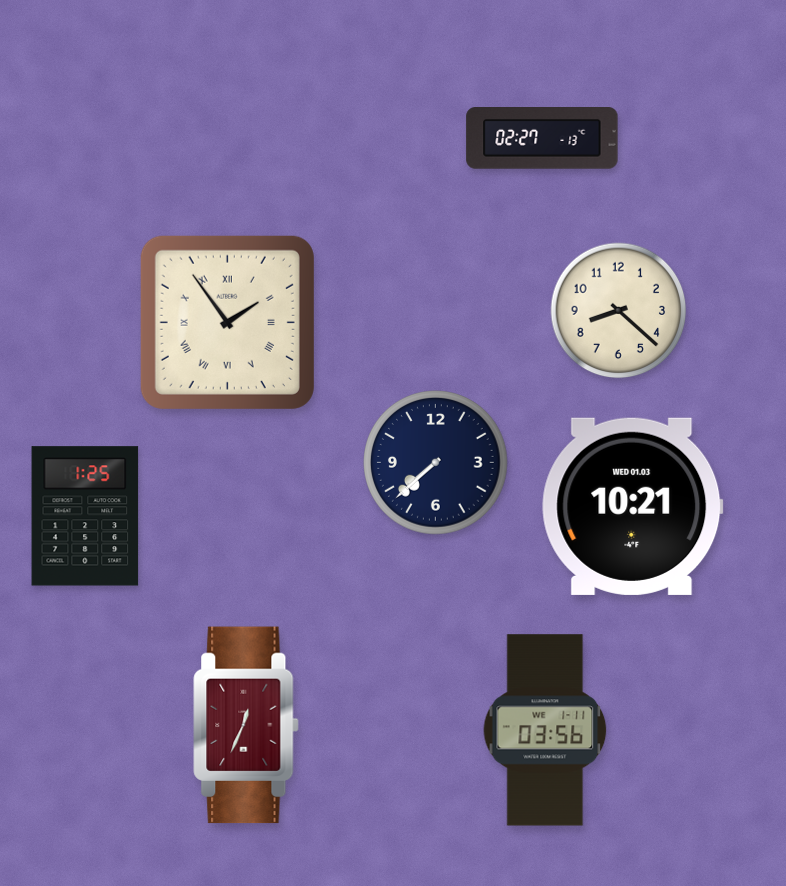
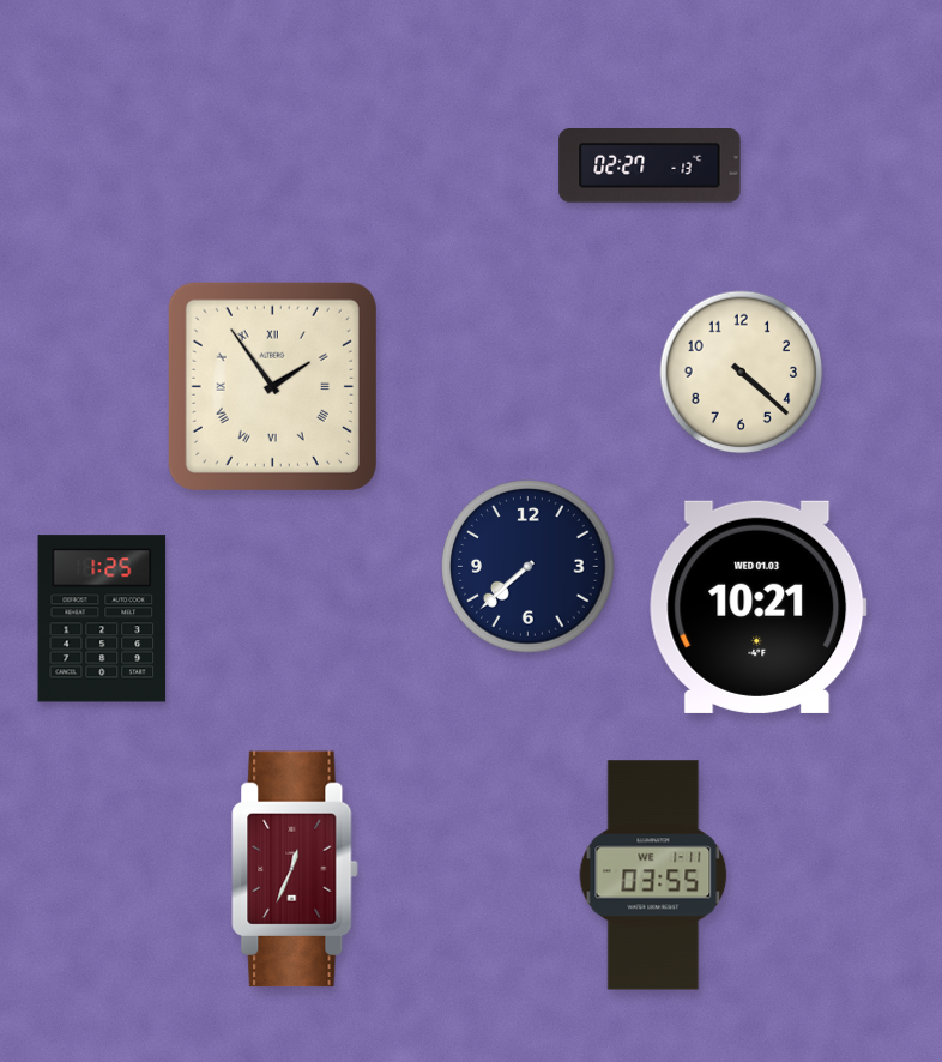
clock at (619, 311): 8:22 -> 4:22
clock at (436, 463) position: (436, 463) -> (529, 567)
clock at (545, 730): 03:56 -> 03:55
